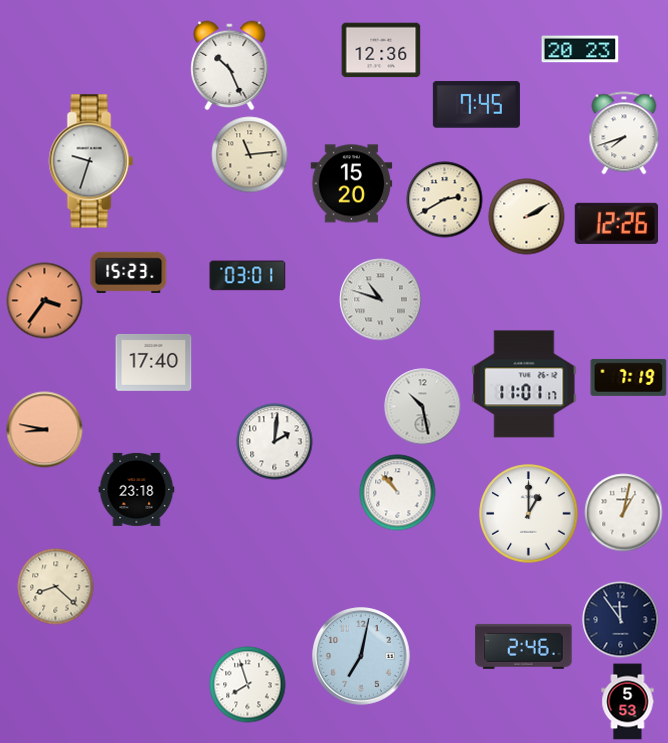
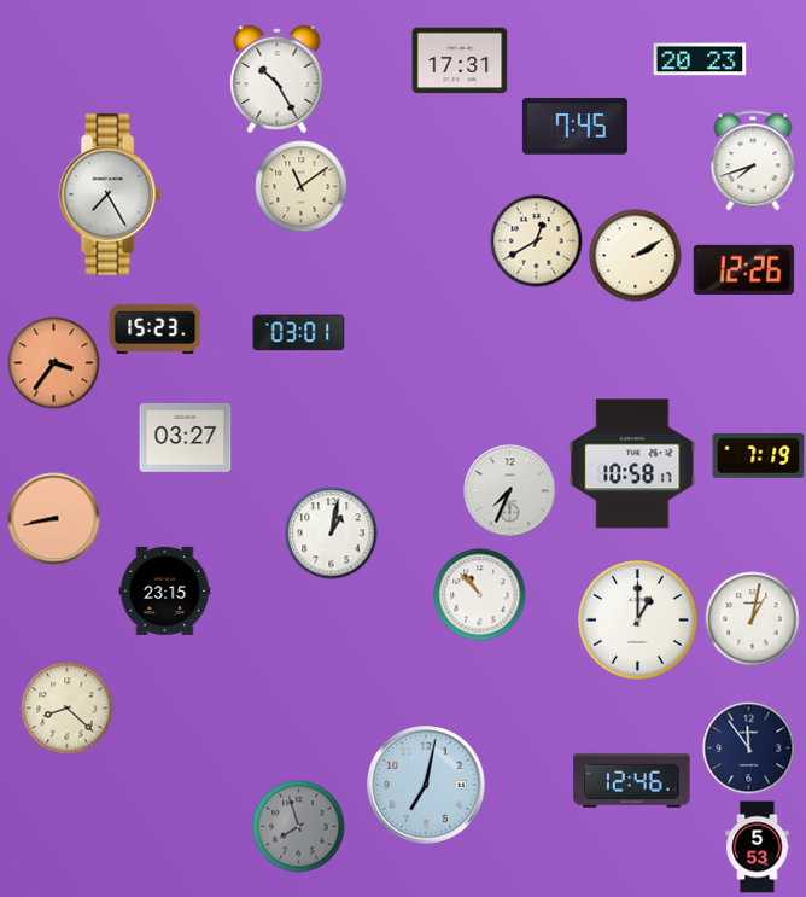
clock at (381, 50): 12:36 -> 17:31
clock at (230, 66): 10:26 -> 10:25
clock at (250, 155): 11:14 -> 11:09
clock at (91, 161): 9:33 -> 7:25
clock at (352, 184): 15:20 -> none
clock at (445, 200): 2:40 -> 12:40
clock at (527, 217) position: (527, 217) -> (636, 256)
clock at (381, 300): 10:48 -> none
clock at (154, 362): 17:40 -> 03:27
clock at (524, 384): 11:01 -> 10:58
clock at (423, 407): 10:28 -> 7:34
clock at (45, 430): 8:47 -> 8:43
clock at (275, 442): 2:01 -> 1:02
clock at (137, 489): 23:18 -> 23:15
clock at (524, 646): 2:46 -> 12:46
clock at (361, 656) position: (361, 656) -> (426, 785)
clock at (248, 685) dial: white -> grey
